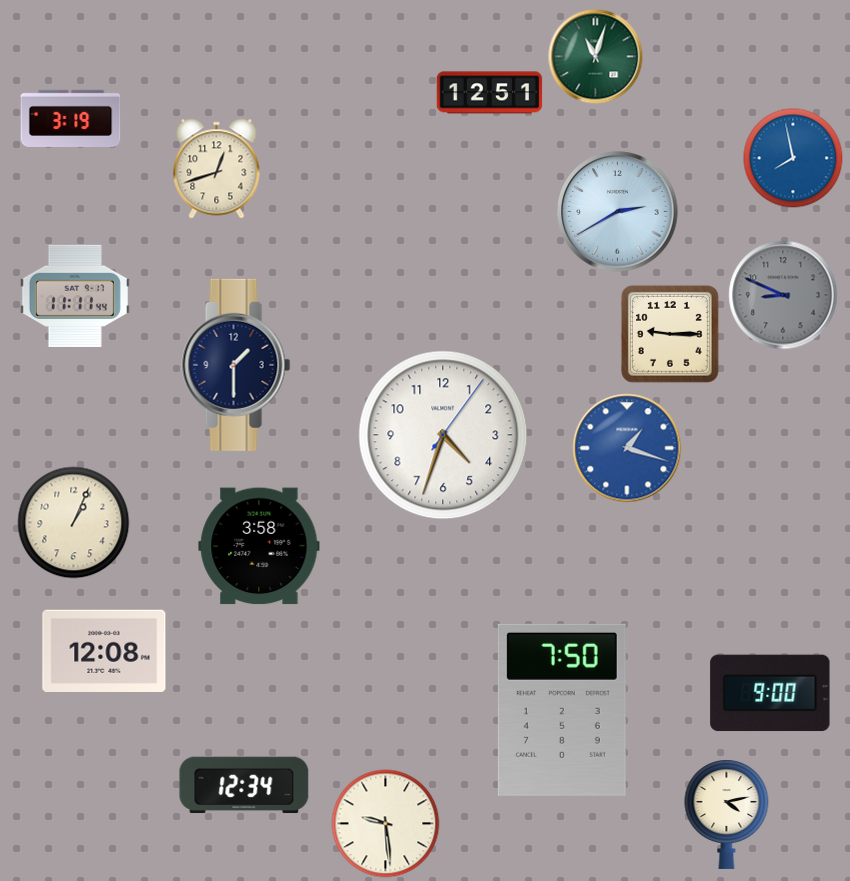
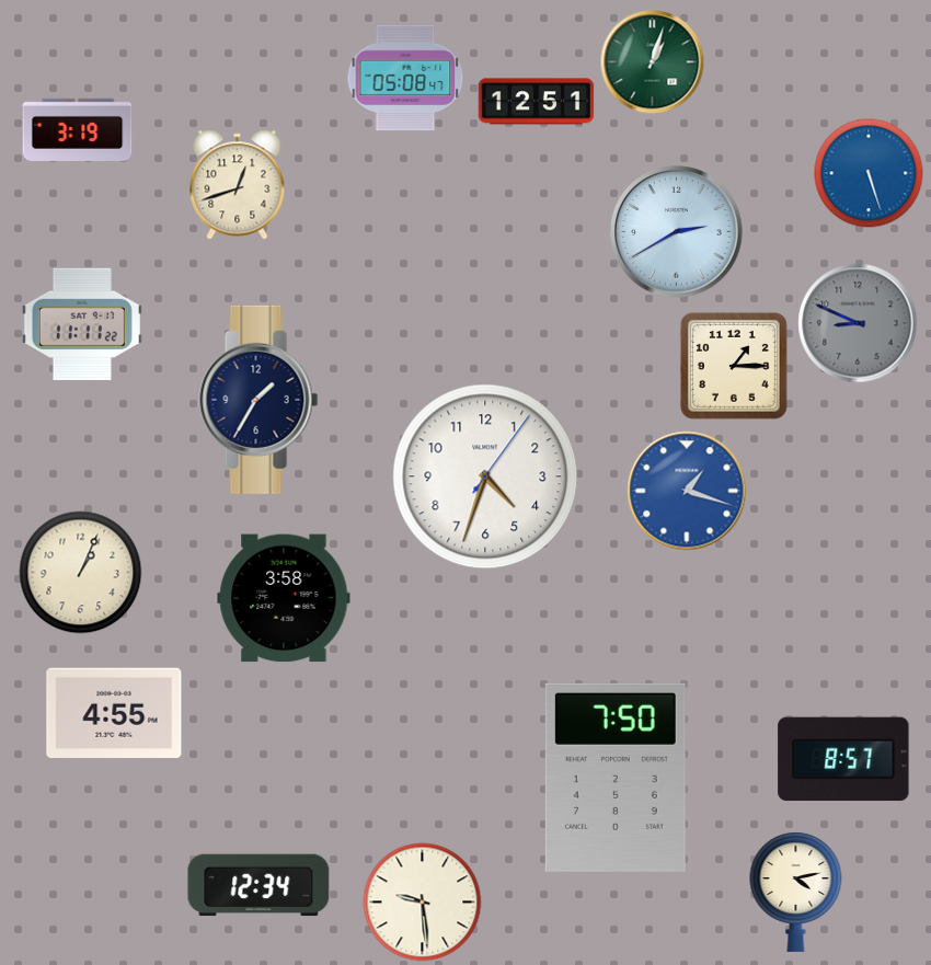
clock at (596, 57): 11:03 -> 1:03
clock at (405, 78): none -> 05:08
clock at (793, 158): 7:58 -> 5:27
clock at (75, 296): 11:11:44 -> 11:11:22
clock at (670, 334): 9:15 -> 1:15
clock at (236, 365): 1:30 -> 1:35
clock at (104, 650): 12:08 -> 4:55
clock at (770, 693): 9:00 -> 8:57
clock at (244, 785) position: (244, 785) -> (258, 885)
